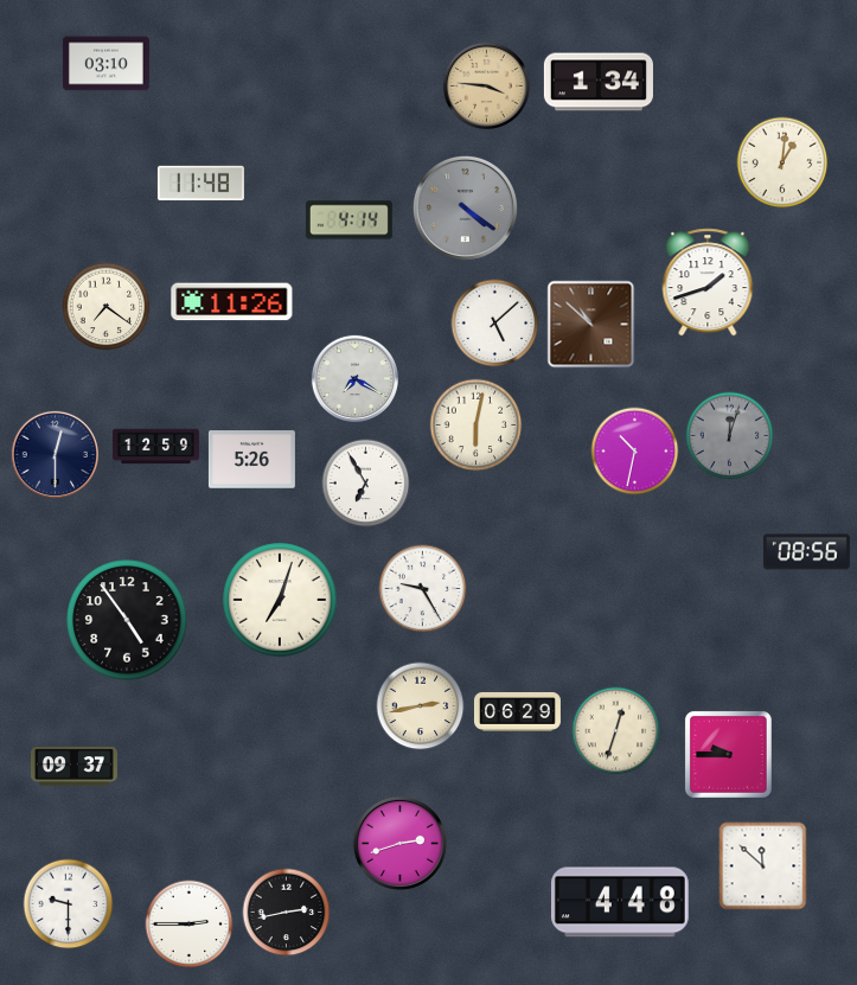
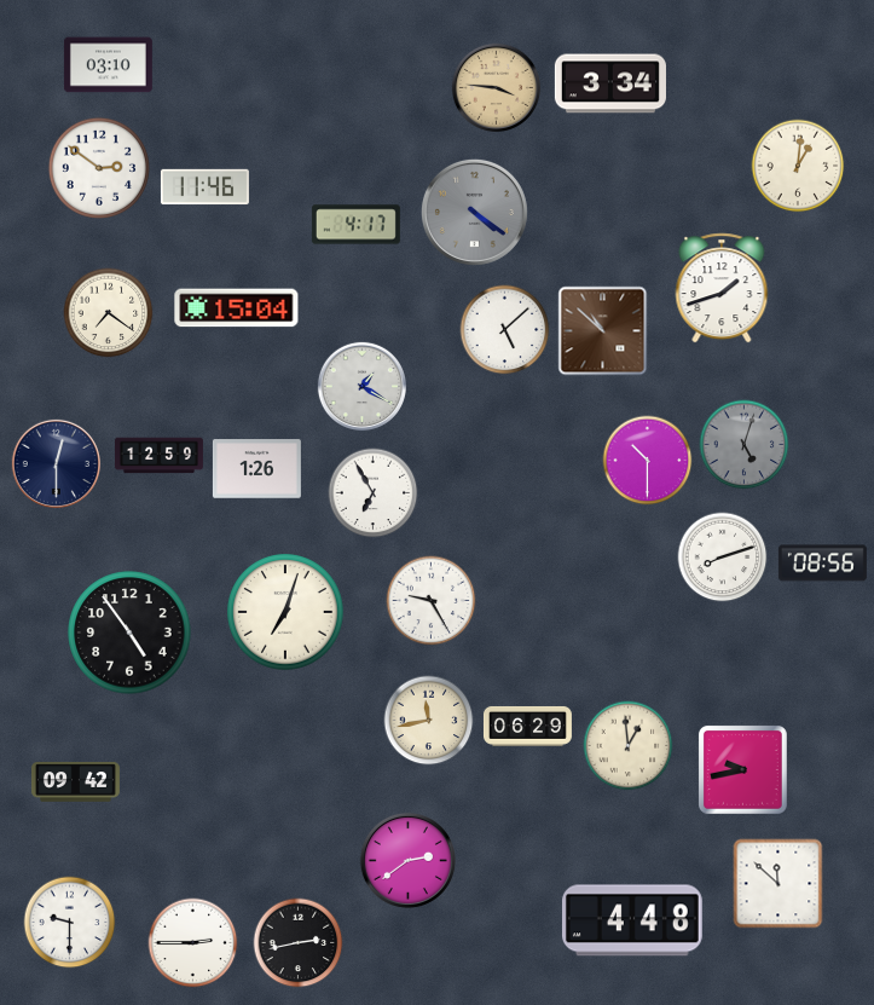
clock at (599, 82): 1:34 -> 3:34
clock at (99, 168): none -> 2:51
clock at (200, 184): 11:48 -> 11:46
clock at (348, 220): 4:14 -> 4:17
clock at (232, 302): 11:26 -> 15:04
clock at (354, 378): 7:20 -> 1:20
clock at (477, 426): 6:02 -> none
clock at (730, 436): 12:03 -> 5:03
clock at (635, 452): 10:32 -> 10:30
clock at (251, 460): 5:26 -> 1:26
clock at (723, 558): none -> 8:12
clock at (421, 706): 2:43 -> 11:43
clock at (616, 731): 12:33 -> 12:59
clock at (728, 754): 9:45 -> 9:43
clock at (73, 767): 09:37 -> 09:42
clock at (399, 843): 2:42 -> 2:39
clock at (287, 913) position: (287, 913) -> (299, 943)
